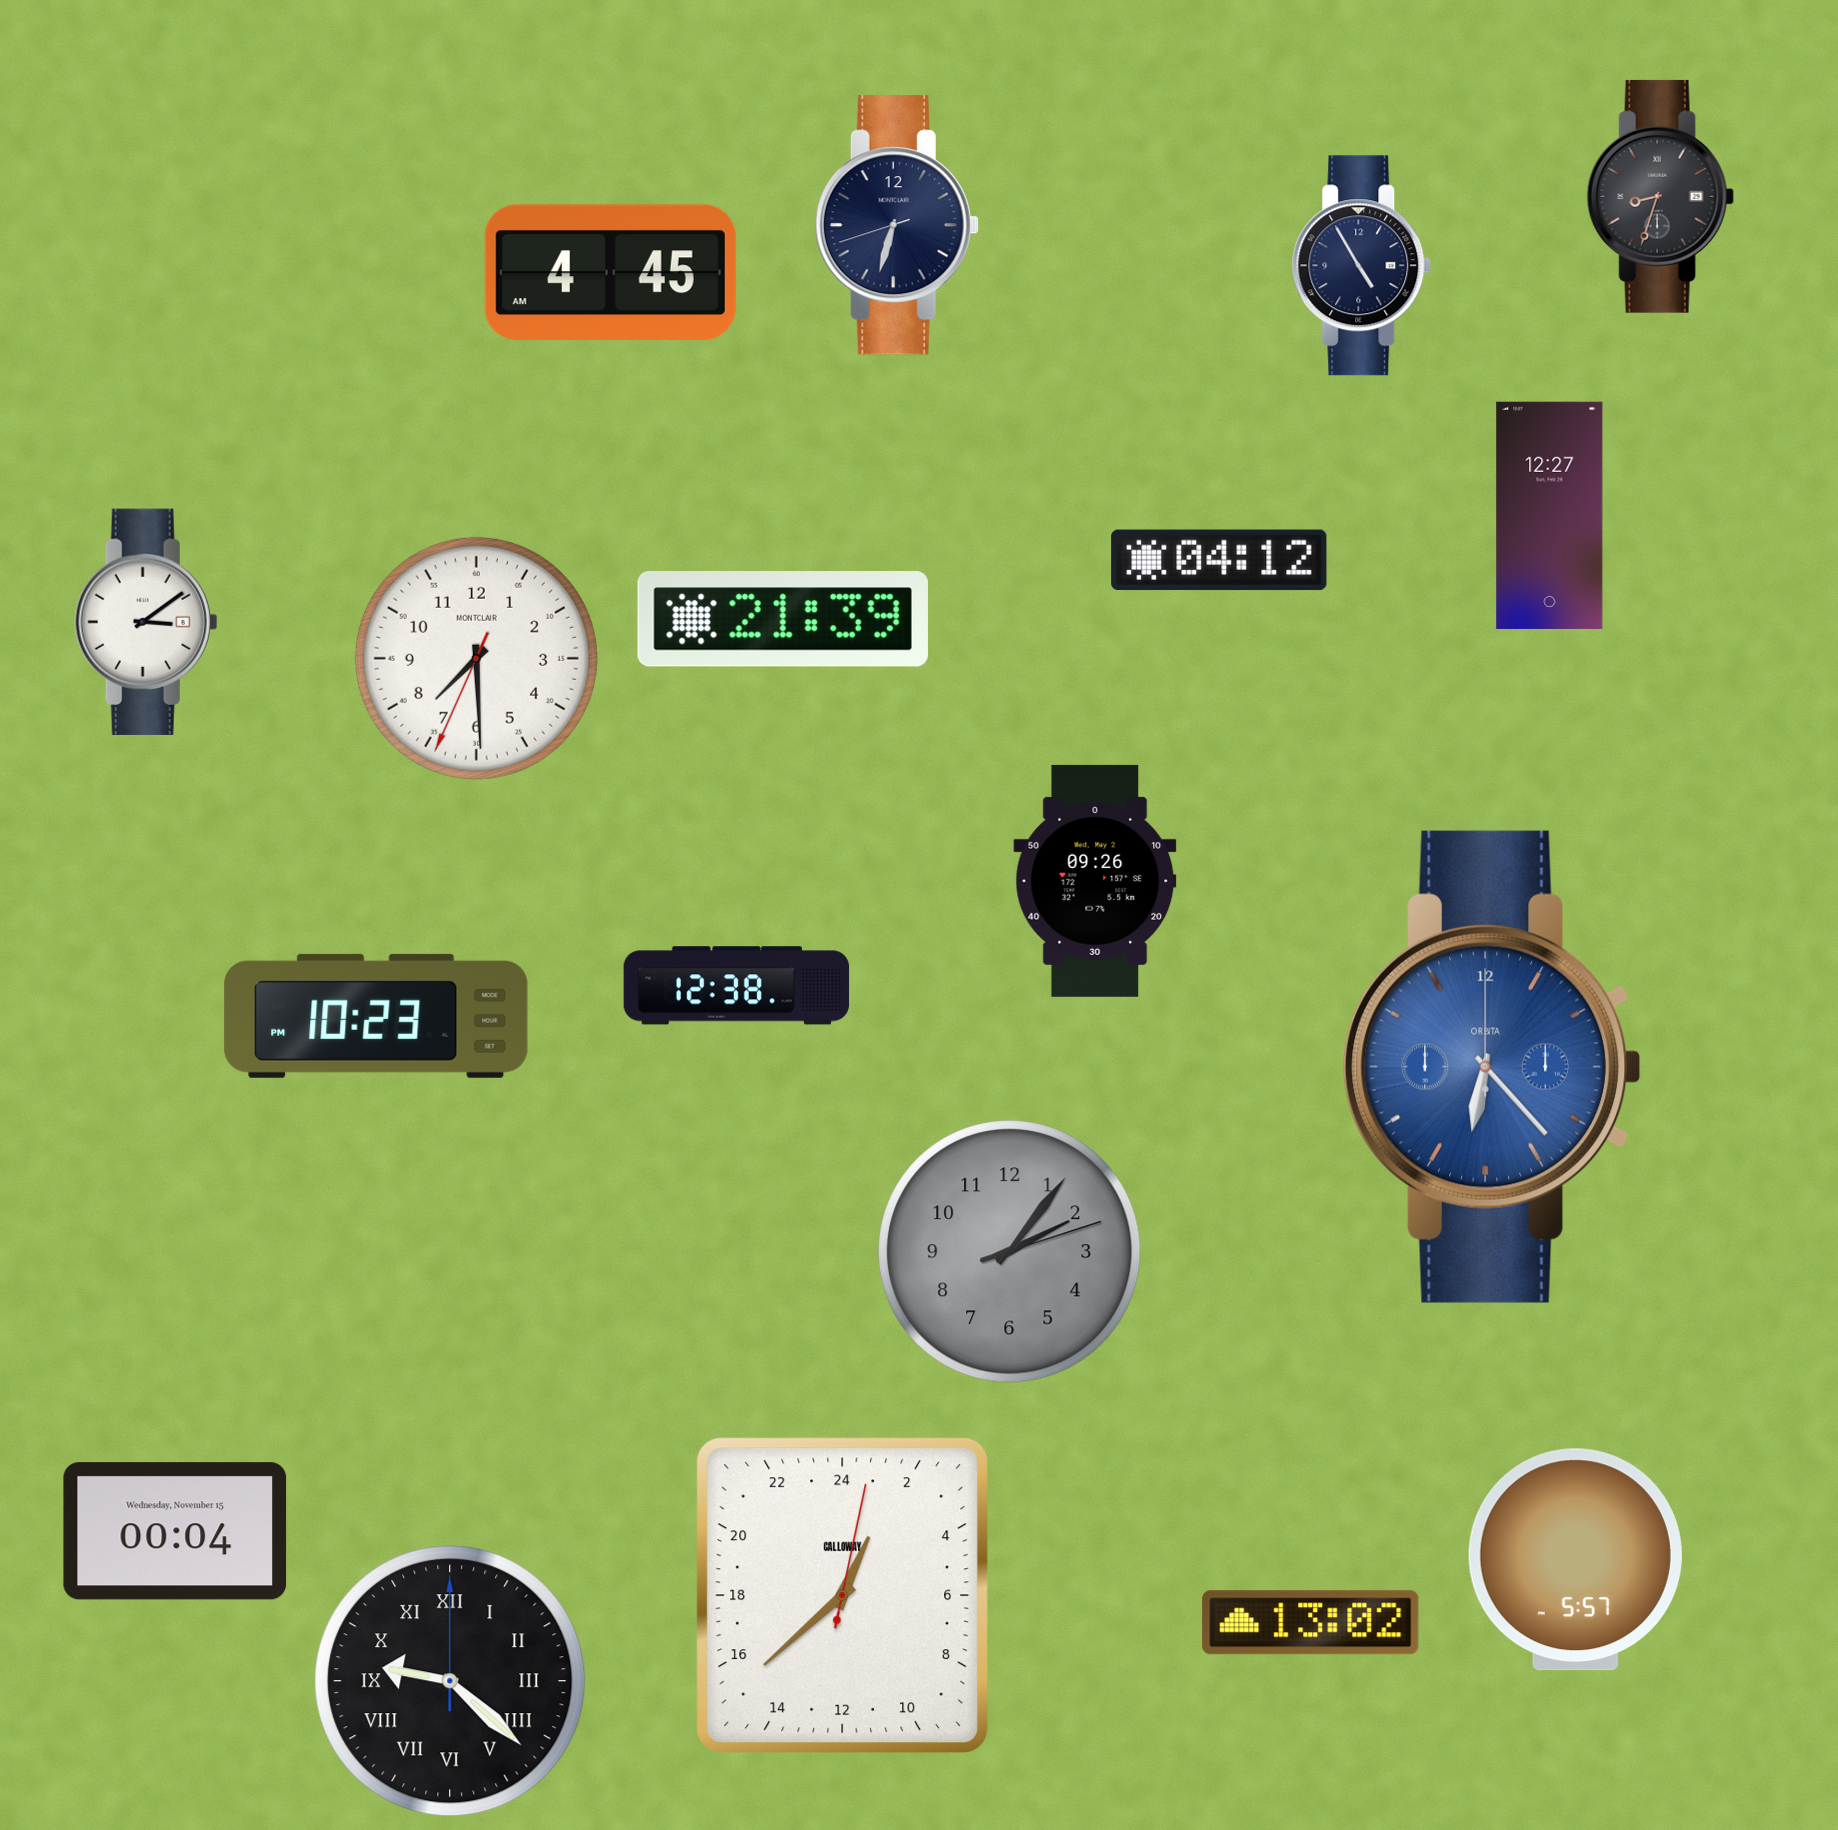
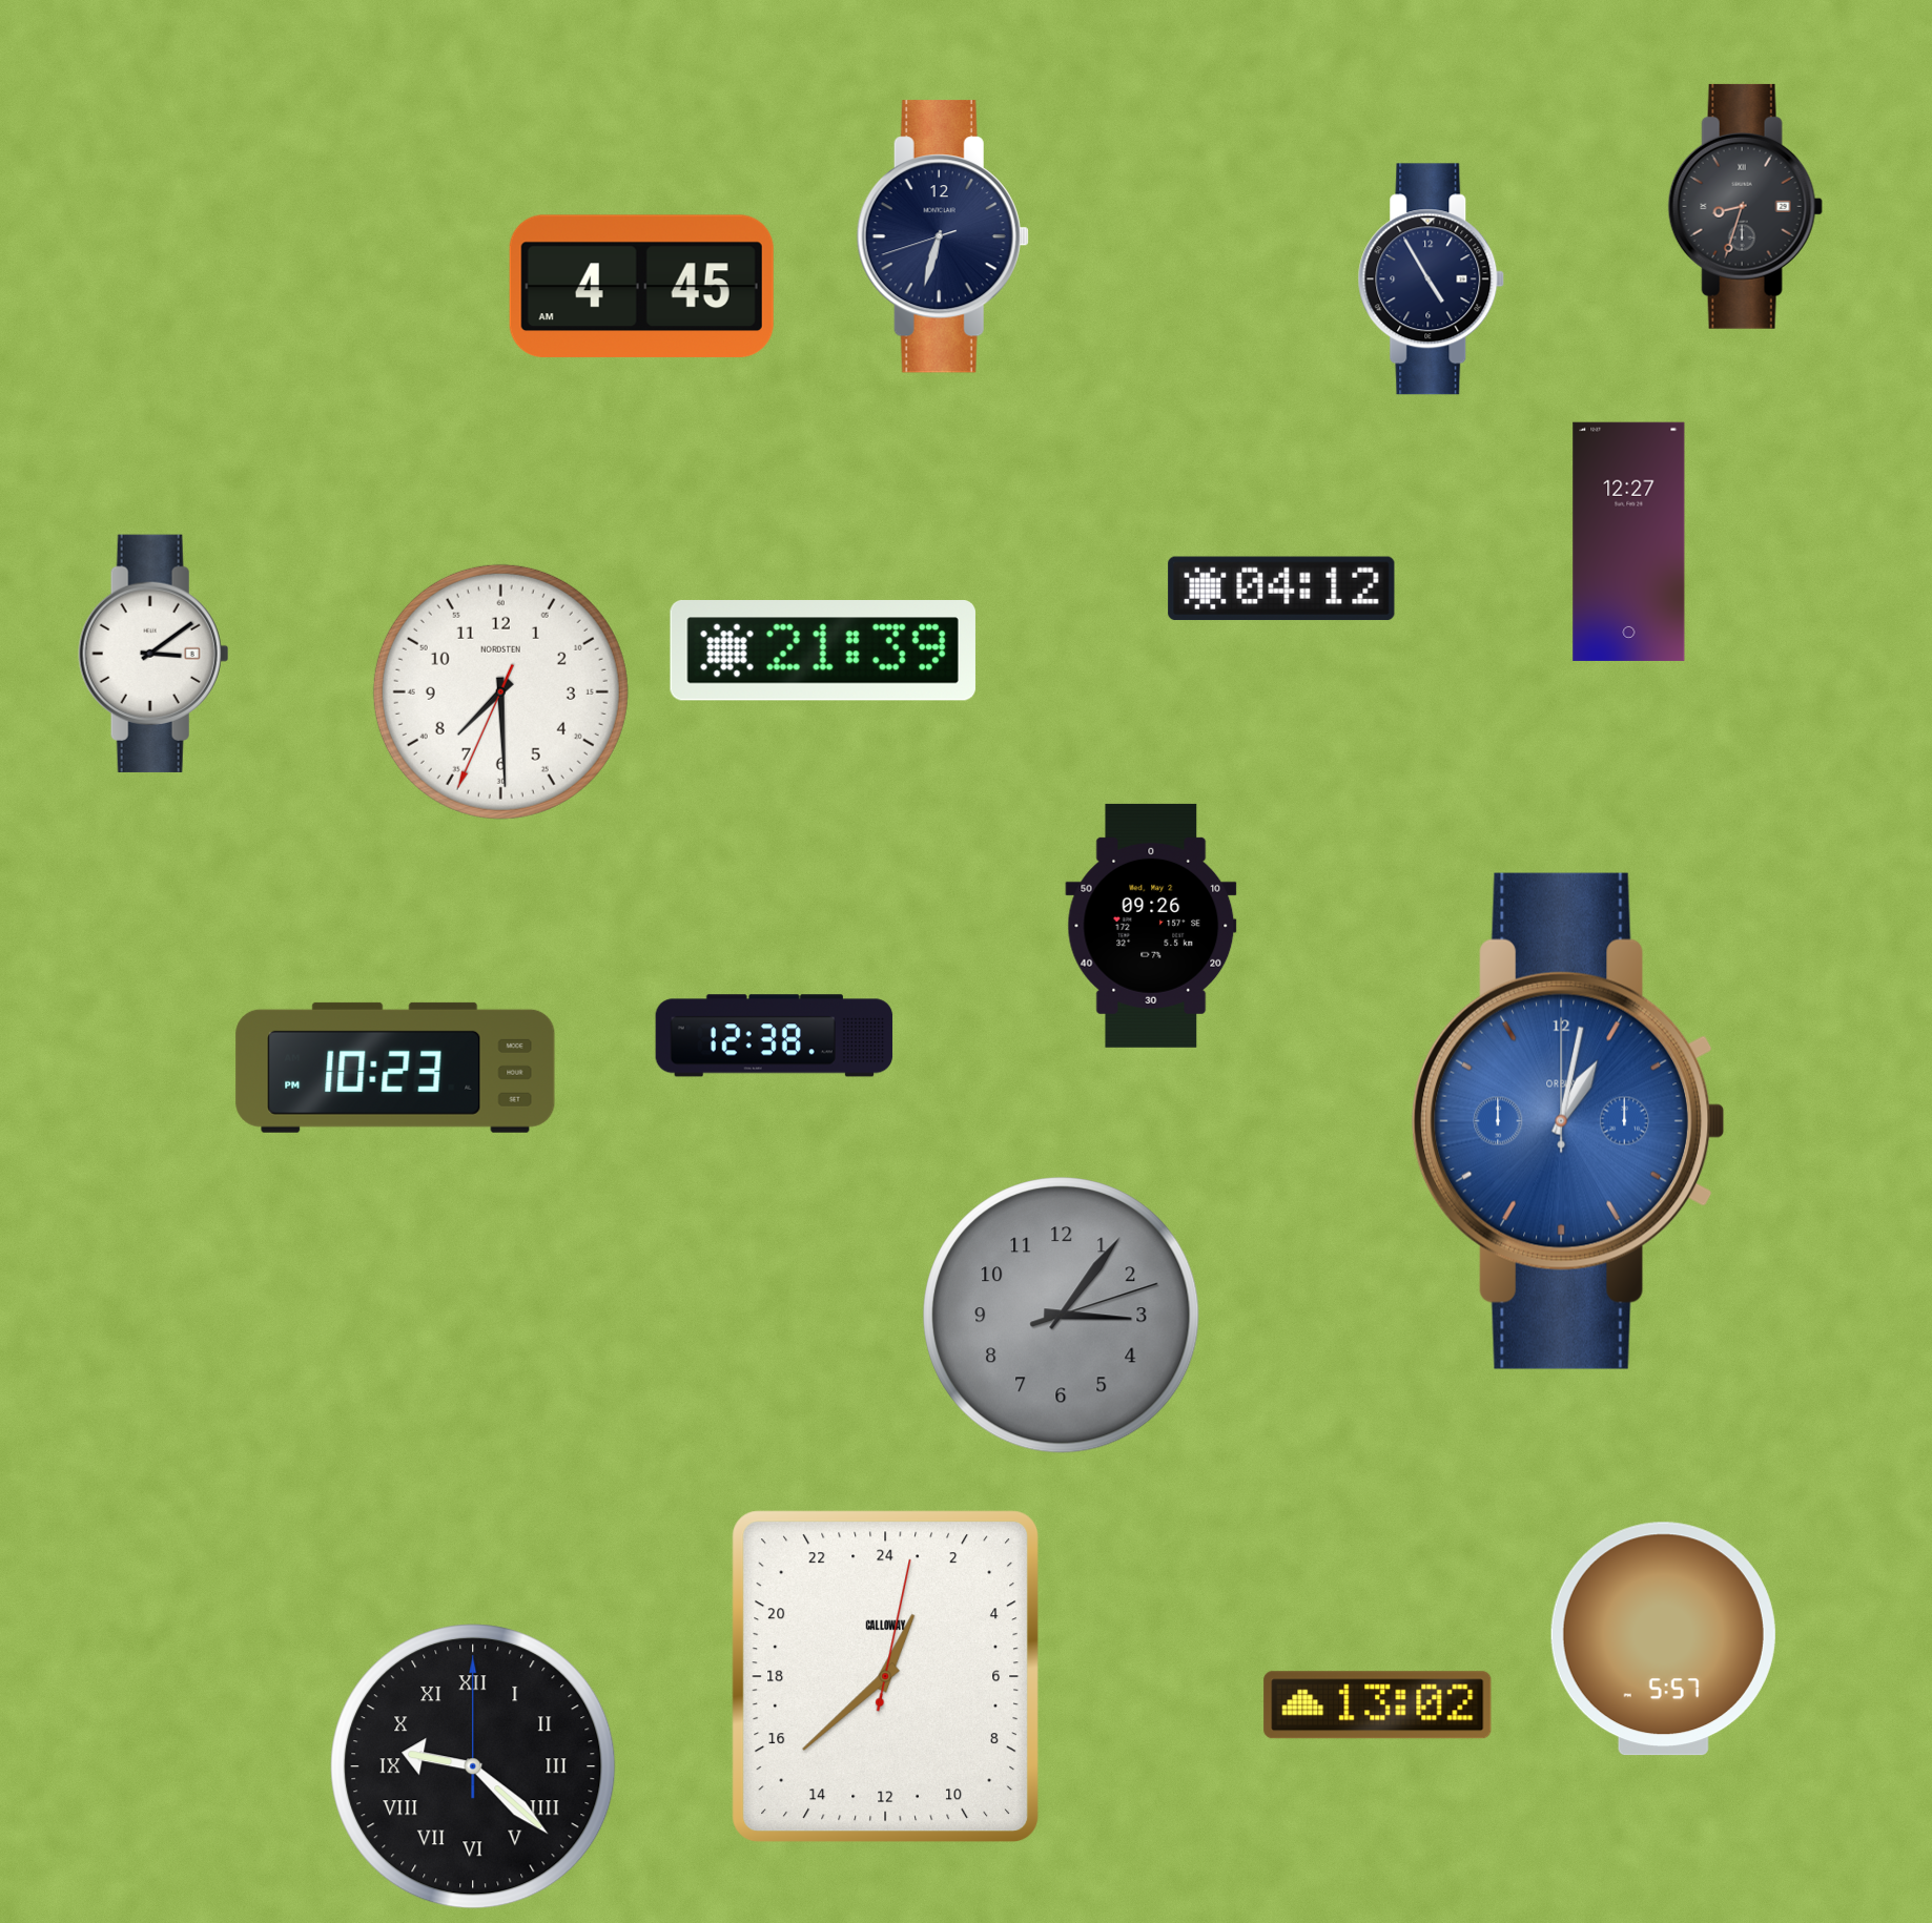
clock at (476, 658) brand: MONTCLAIR -> NORDSTEN
clock at (1492, 1067): 6:23 -> 1:02
clock at (1010, 1252): 2:06 -> 3:06
clock at (175, 1531): 00:04 -> none
clock at (1575, 1560) position: (1575, 1560) -> (1663, 1639)
